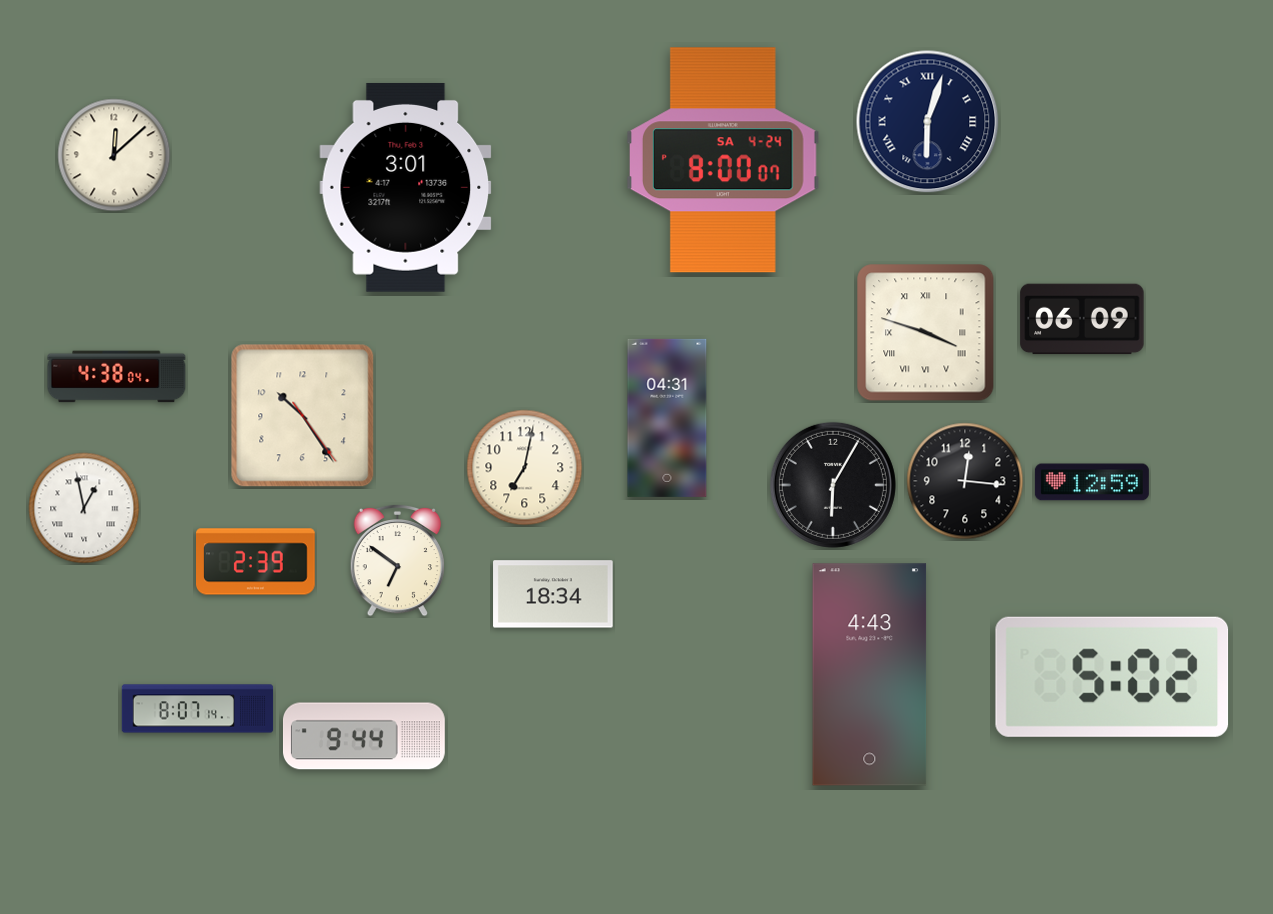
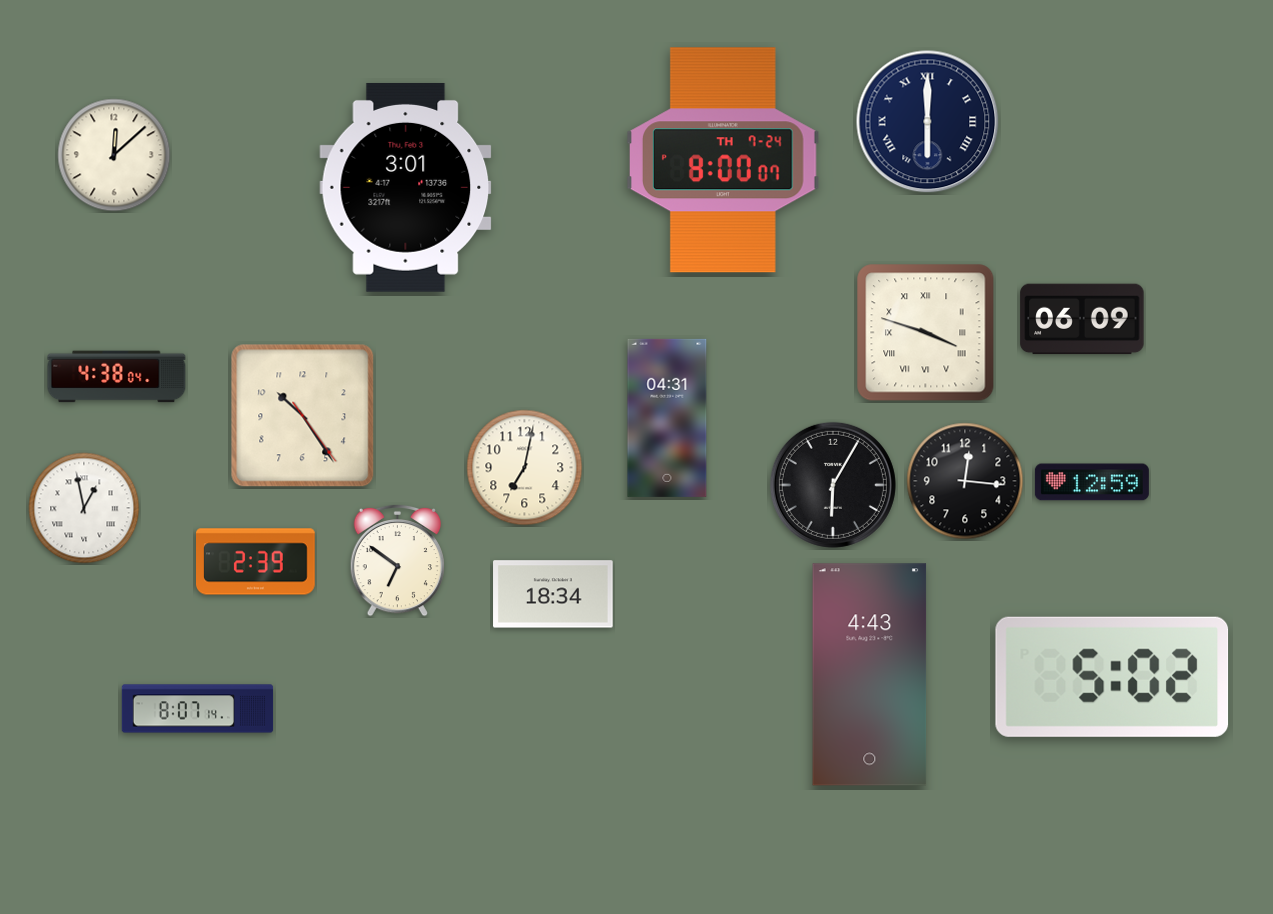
clock at (928, 122): 6:03 -> 6:00
clock at (723, 160) date: SA 4-24 -> TH 7-24
clock at (364, 736): 9:44 -> none
